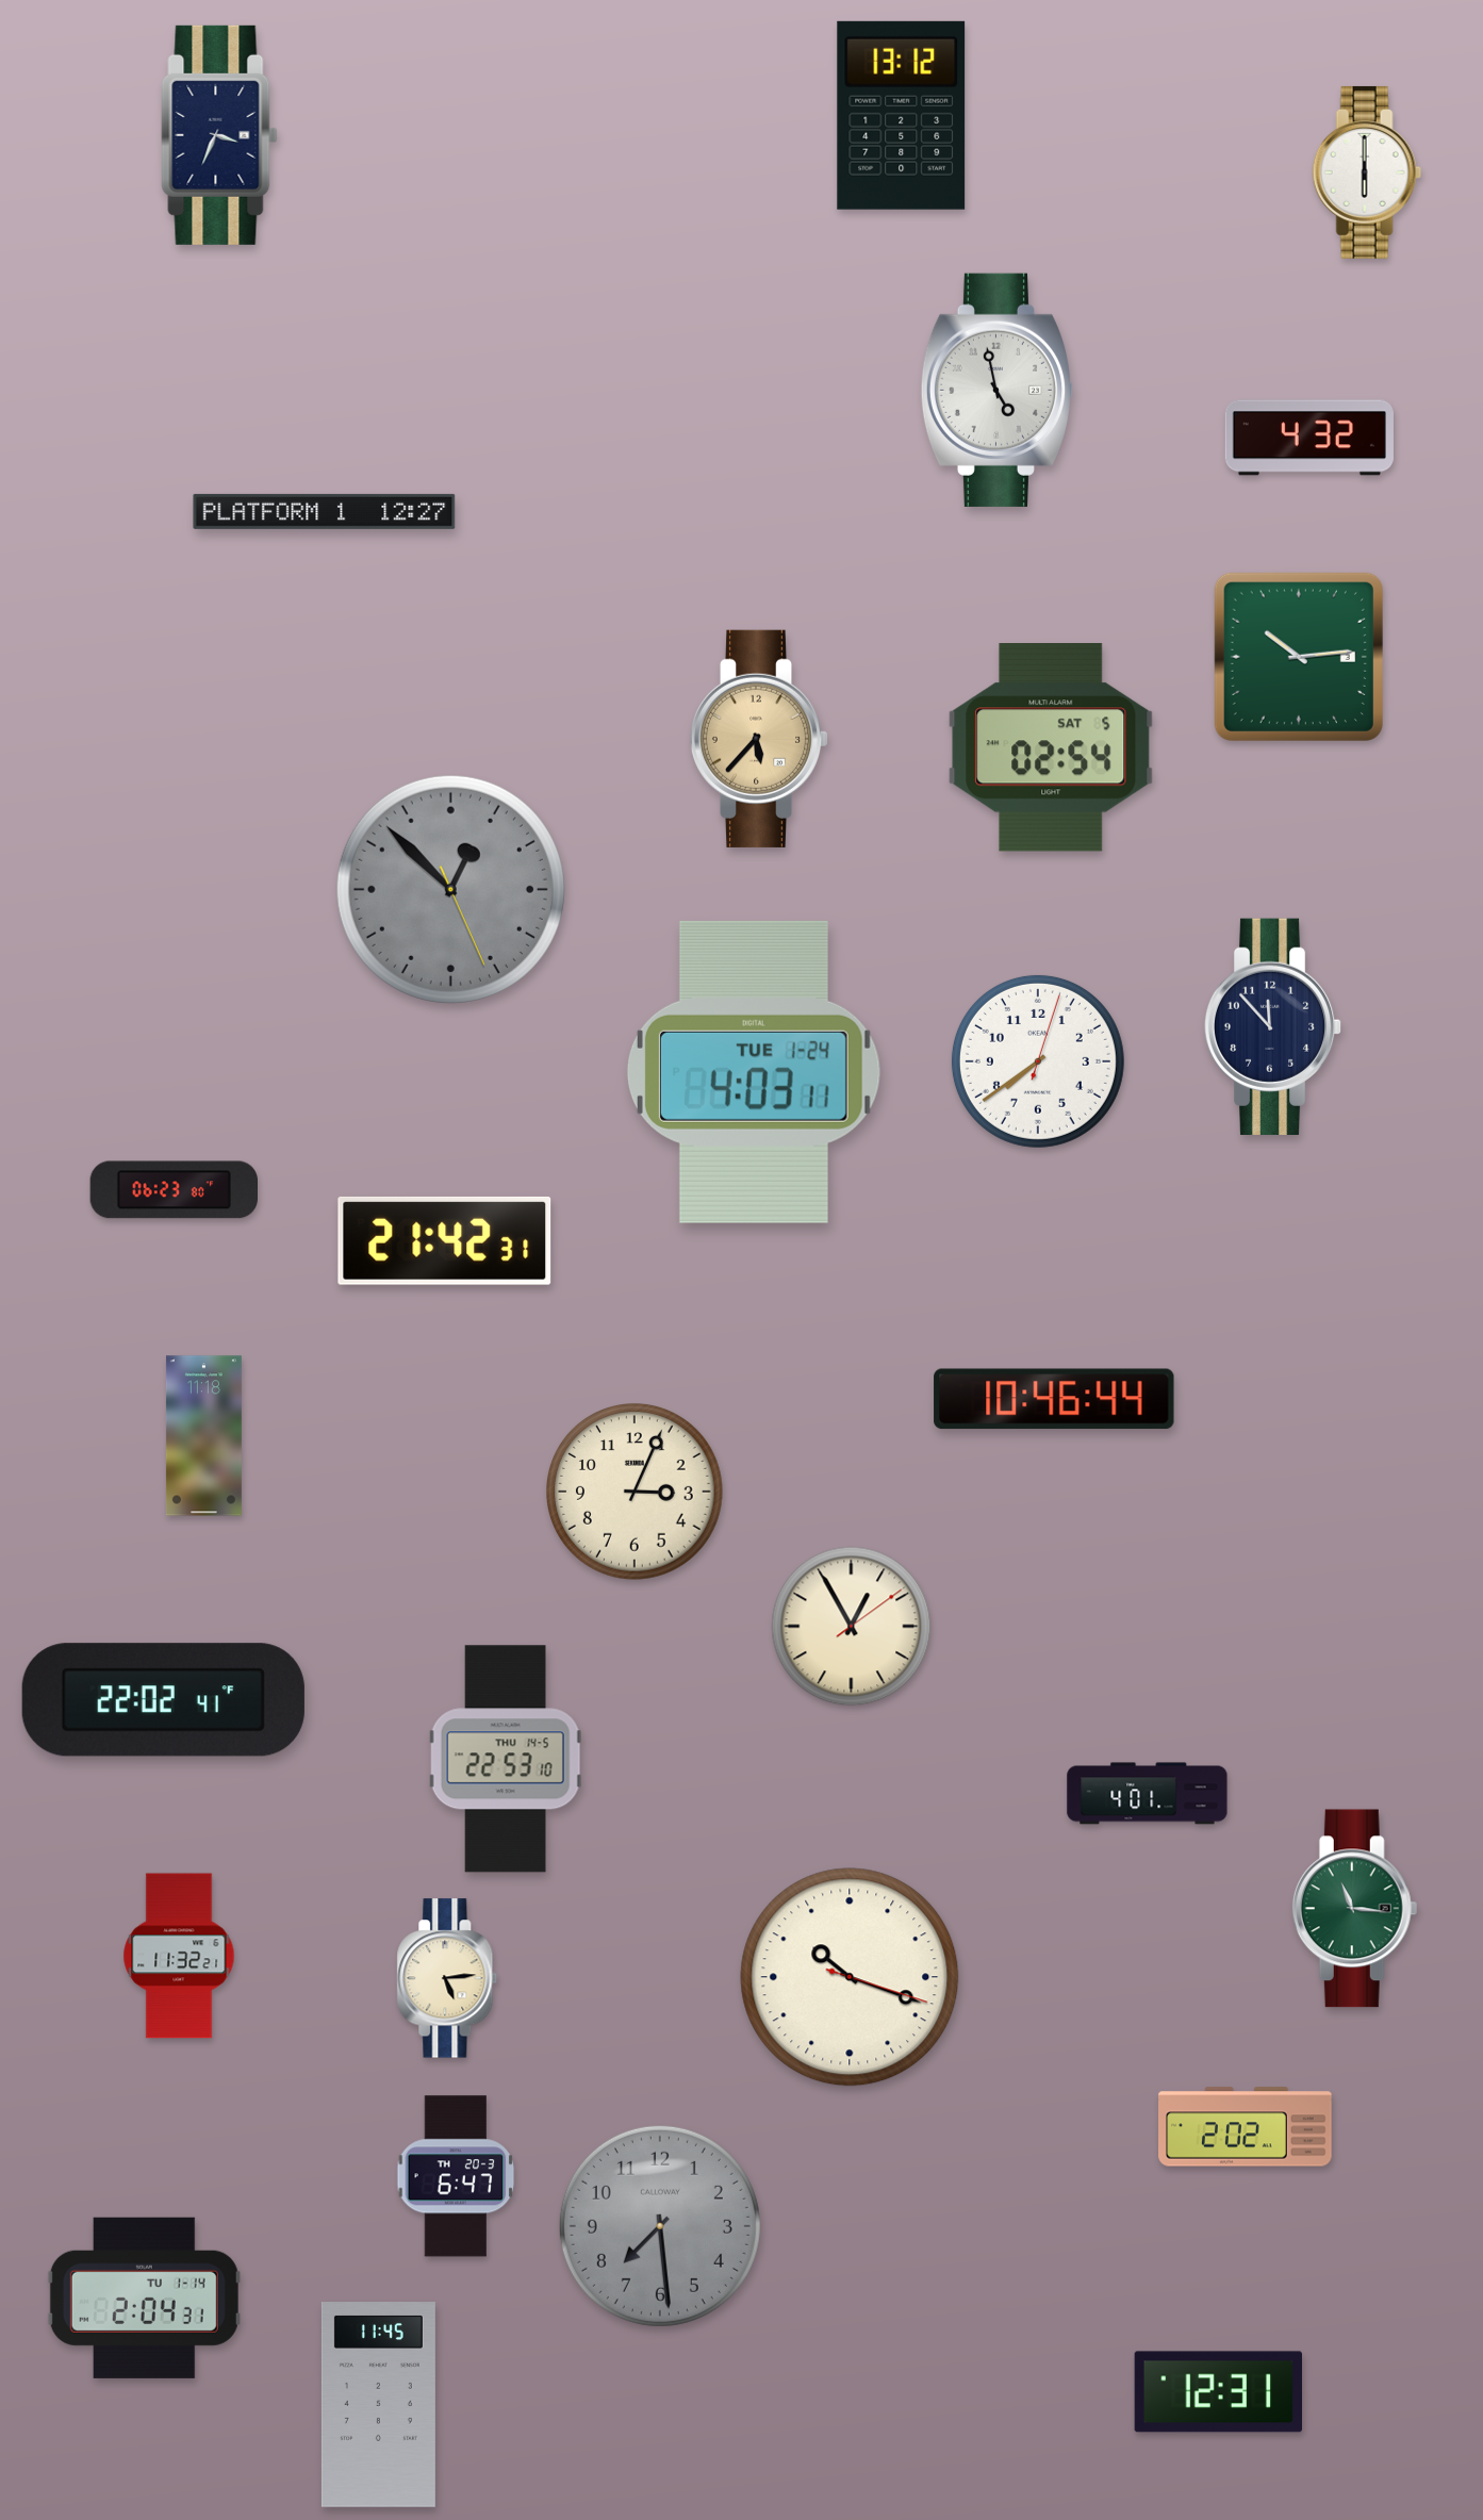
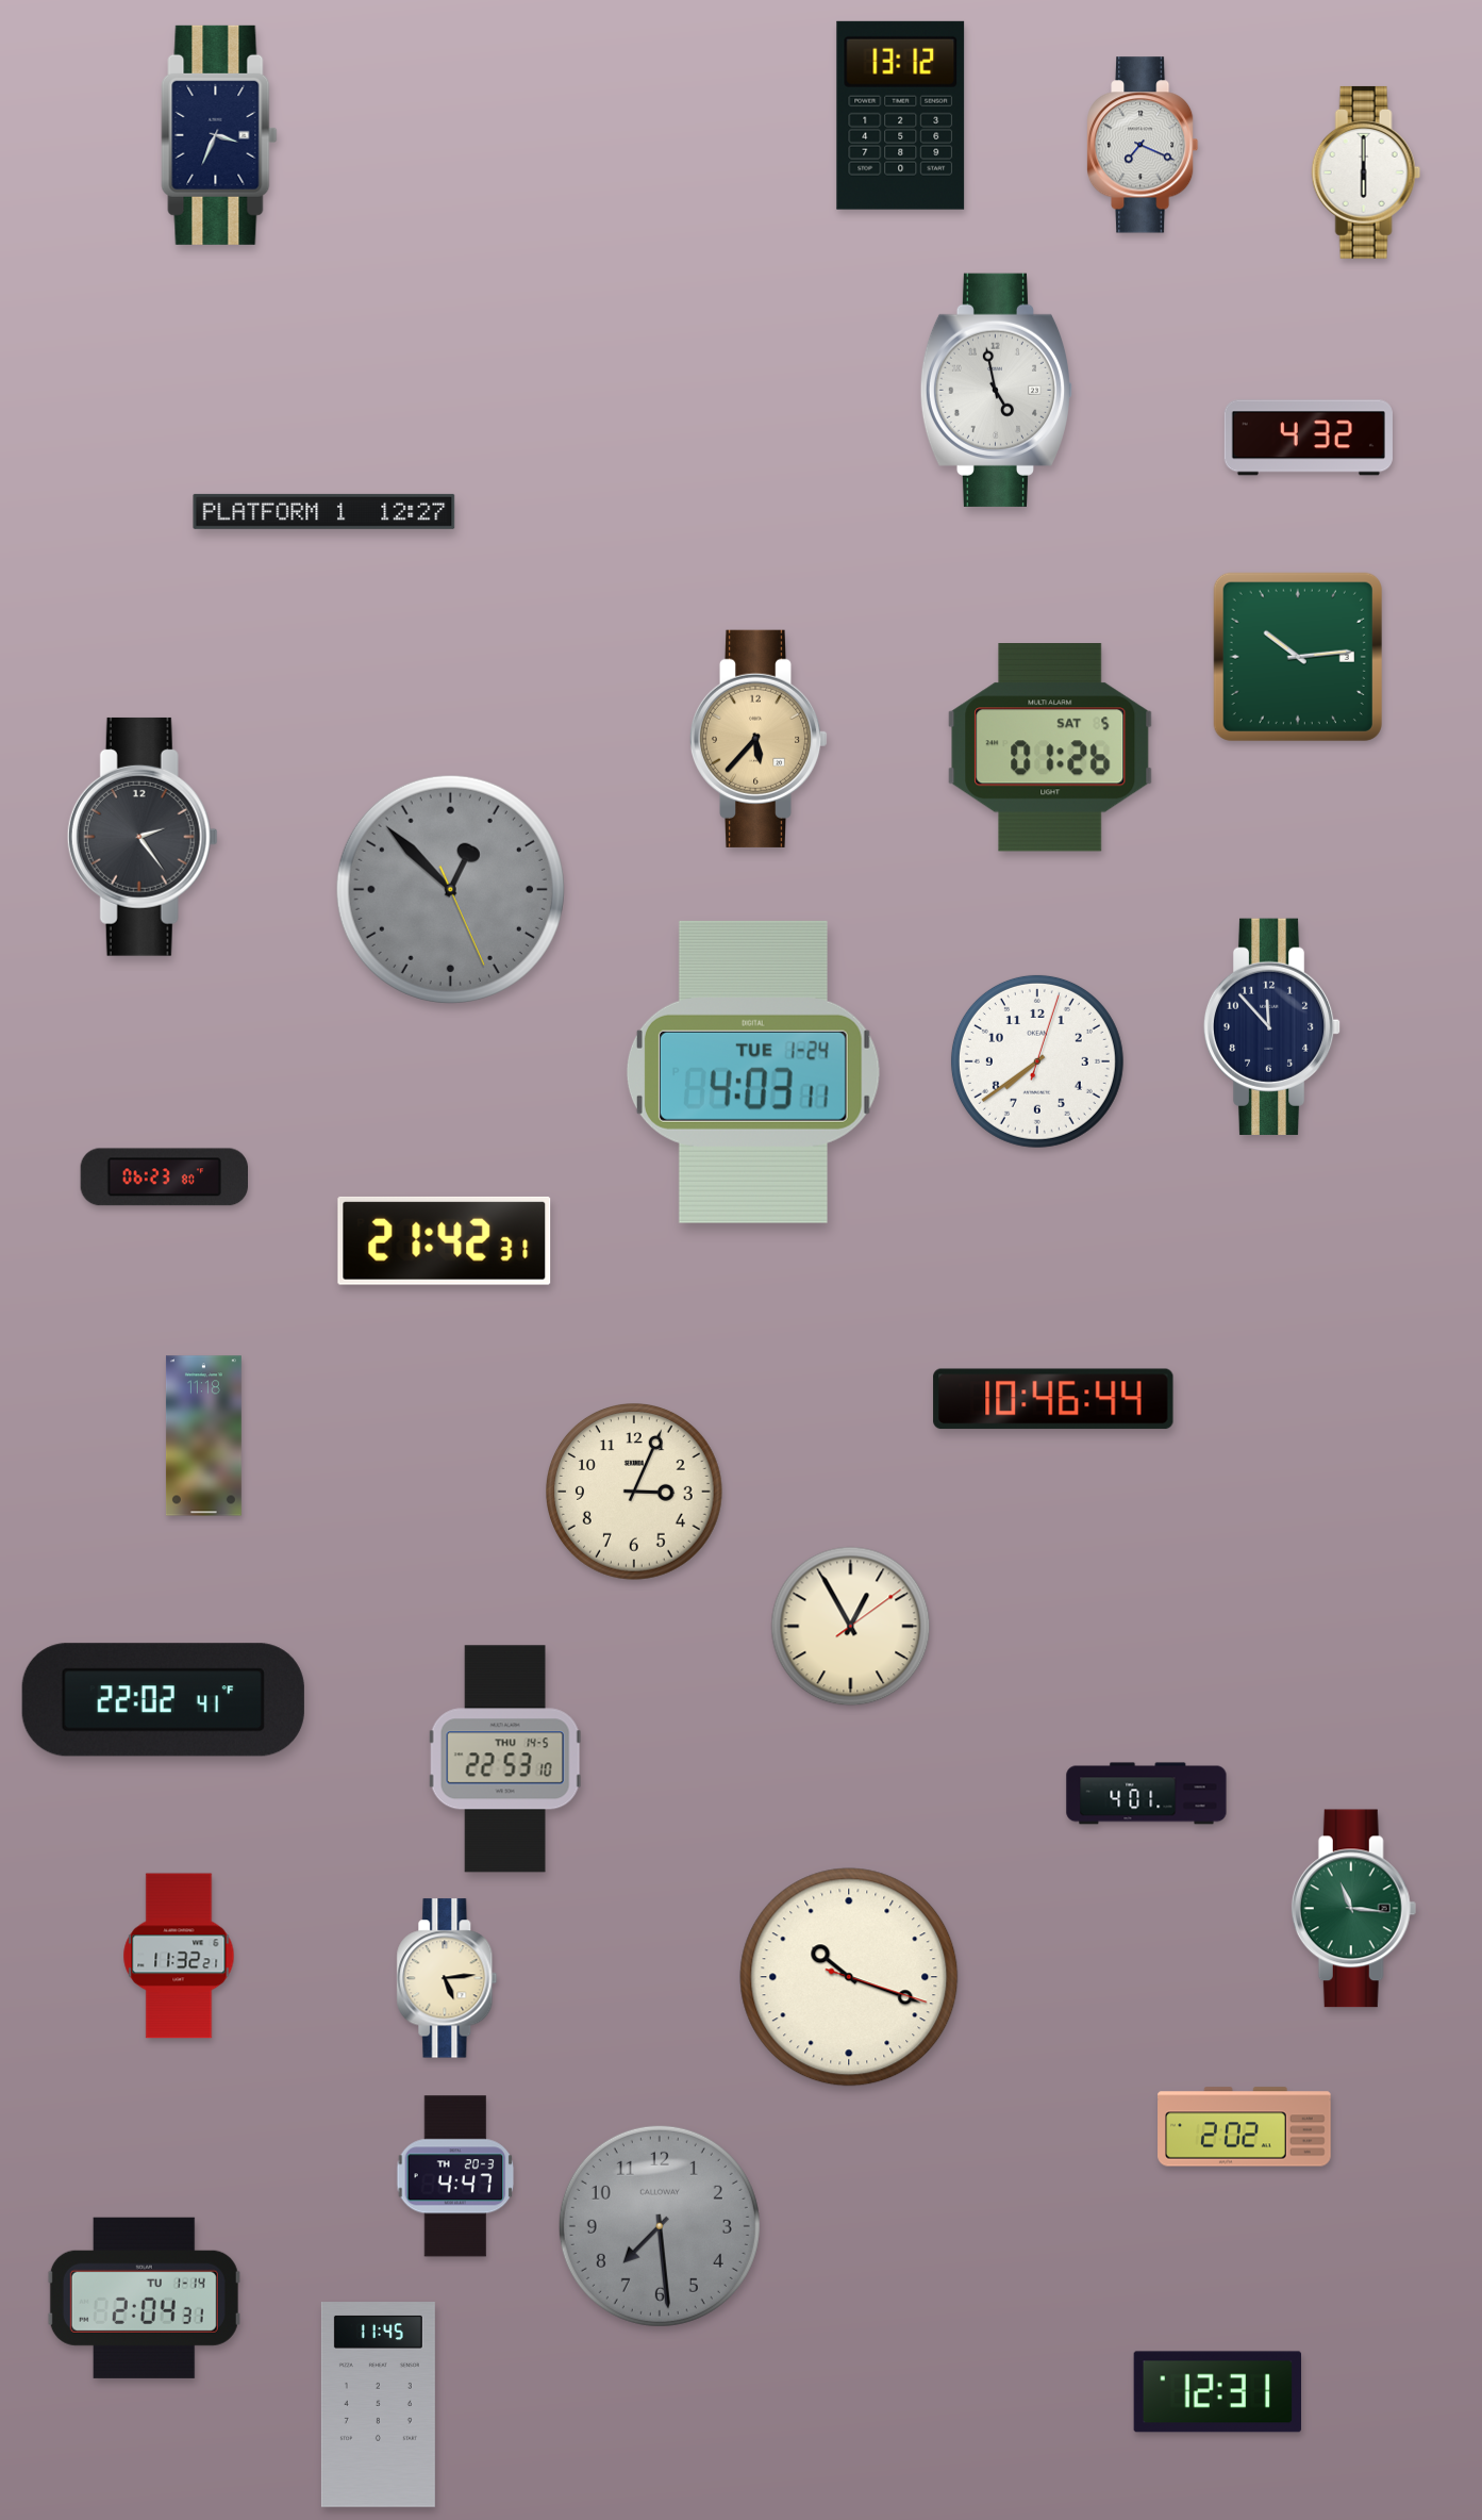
clock at (1143, 145): none -> 7:19
clock at (1051, 747): 02:54 -> 01:26
clock at (143, 837): none -> 2:24
clock at (174, 1190) position: (174, 1190) -> (164, 1177)
clock at (456, 2176): 6:47 -> 4:47
